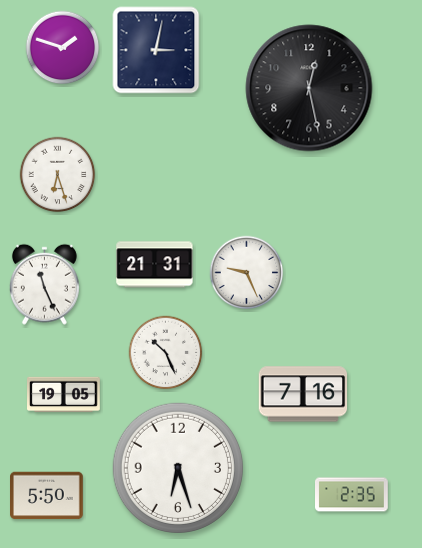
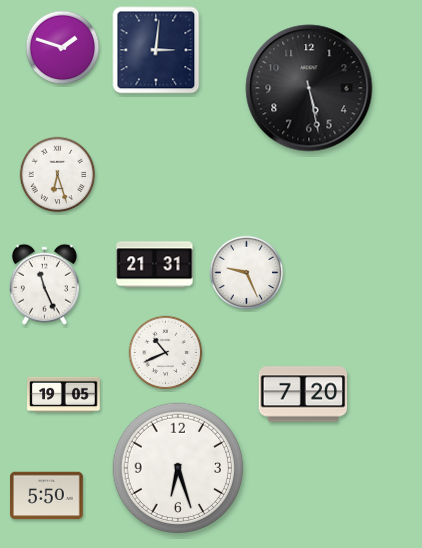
clock at (156, 50): 3:02 -> 3:01
clock at (309, 88): 12:28 -> 5:28
clock at (166, 353): 10:26 -> 10:41
clock at (303, 394): 7:16 -> 7:20
clock at (352, 495): 2:35 -> none
